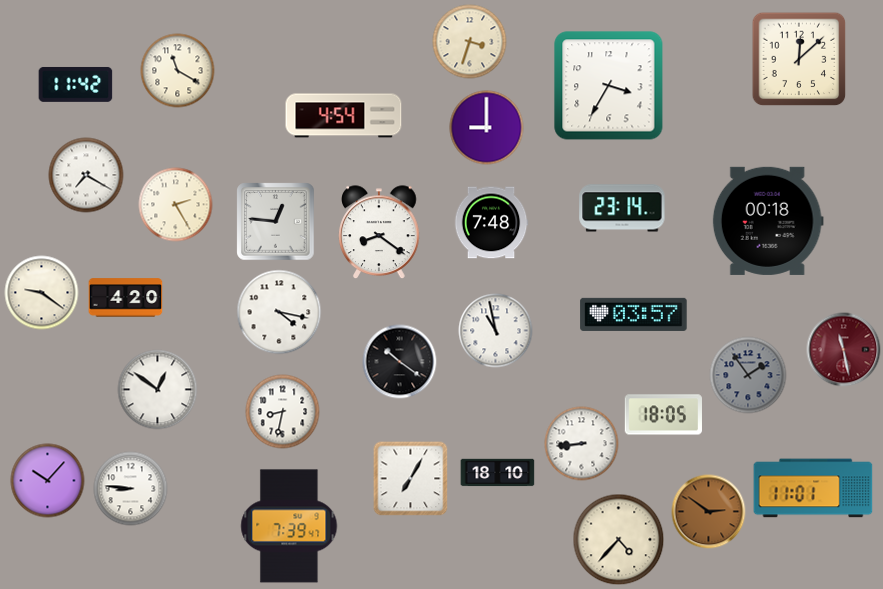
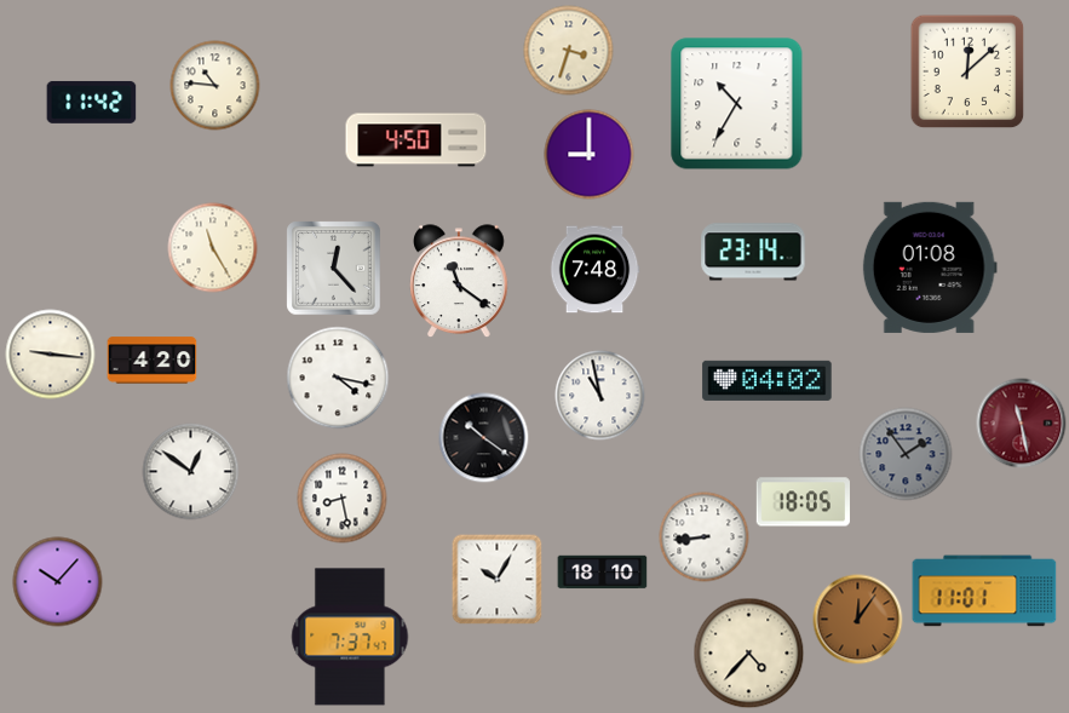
clock at (178, 71): 11:20 -> 10:46
clock at (609, 86): 3:35 -> 10:35
clock at (344, 116): 4:54 -> 4:50
clock at (86, 175): 7:20 -> none
clock at (176, 205): 2:25 -> 11:25
clock at (768, 221): 00:18 -> 01:08
clock at (276, 222): 12:46 -> 12:23
clock at (379, 232): 8:21 -> 11:21
clock at (42, 293): 9:21 -> 9:16
clock at (634, 314): 03:57 -> 04:02
clock at (496, 331) position: (496, 331) -> (600, 396)
clock at (283, 412): 8:32 -> 8:28
clock at (411, 479): 7:05 -> 10:05
clock at (131, 489): 8:46 -> none
clock at (709, 512): 2:51 -> 12:06
clock at (289, 526): 7:39 -> 7:37
